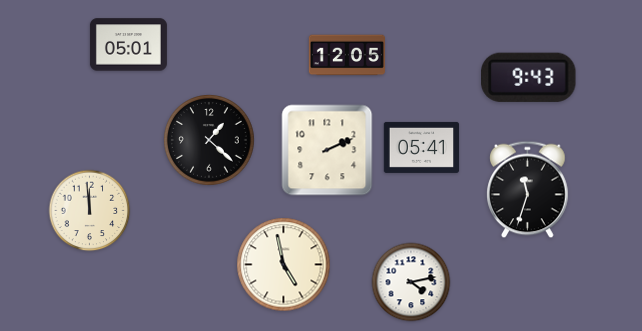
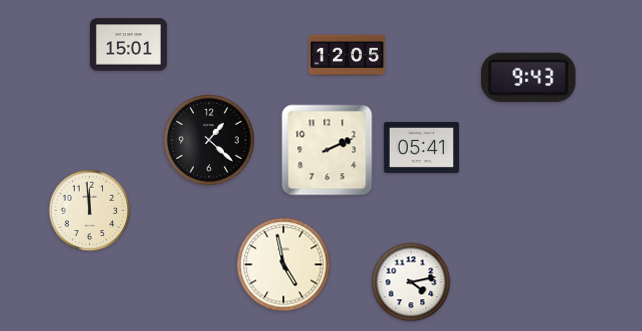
clock at (128, 45): 05:01 -> 15:01
clock at (528, 190): 11:33 -> none
